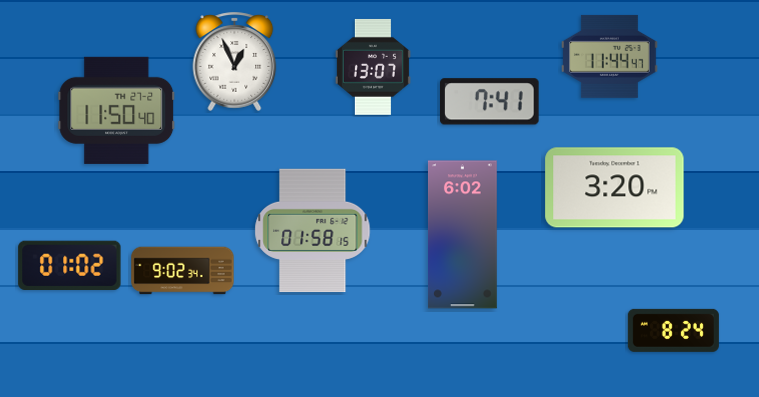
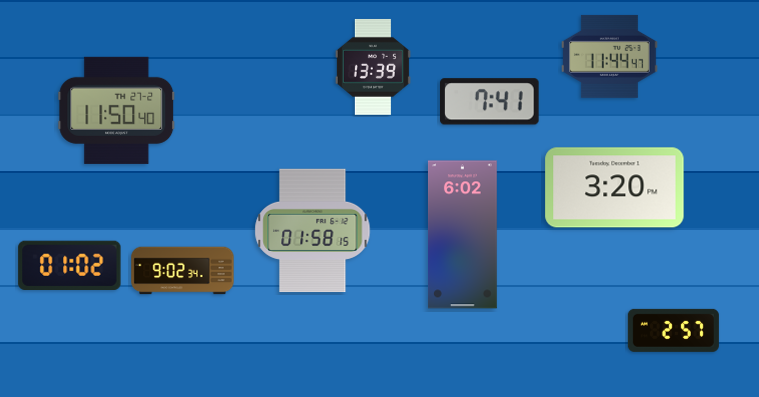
clock at (235, 61): 12:56 -> none
clock at (373, 67): 13:07 -> 13:39
clock at (673, 330): 8:24 -> 2:57
